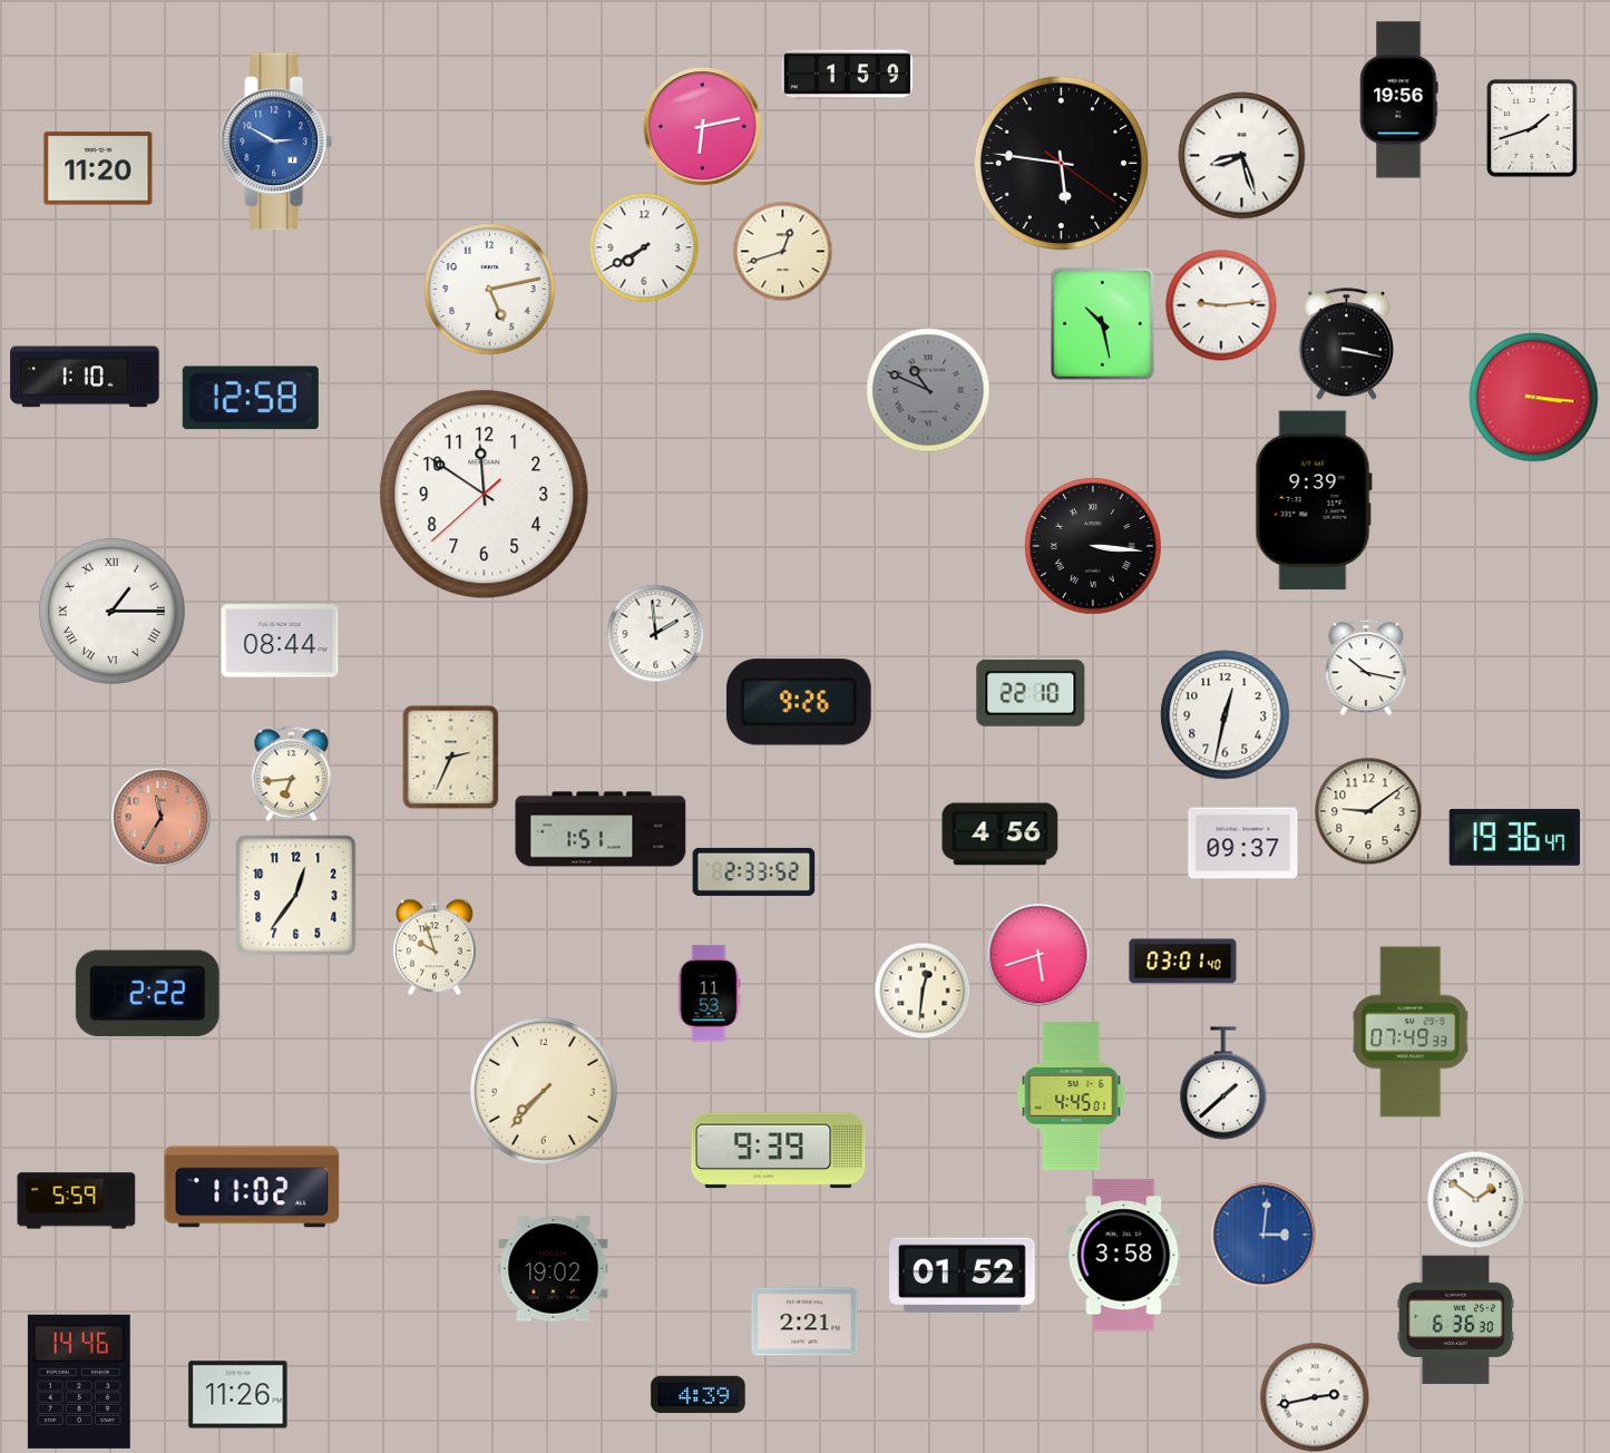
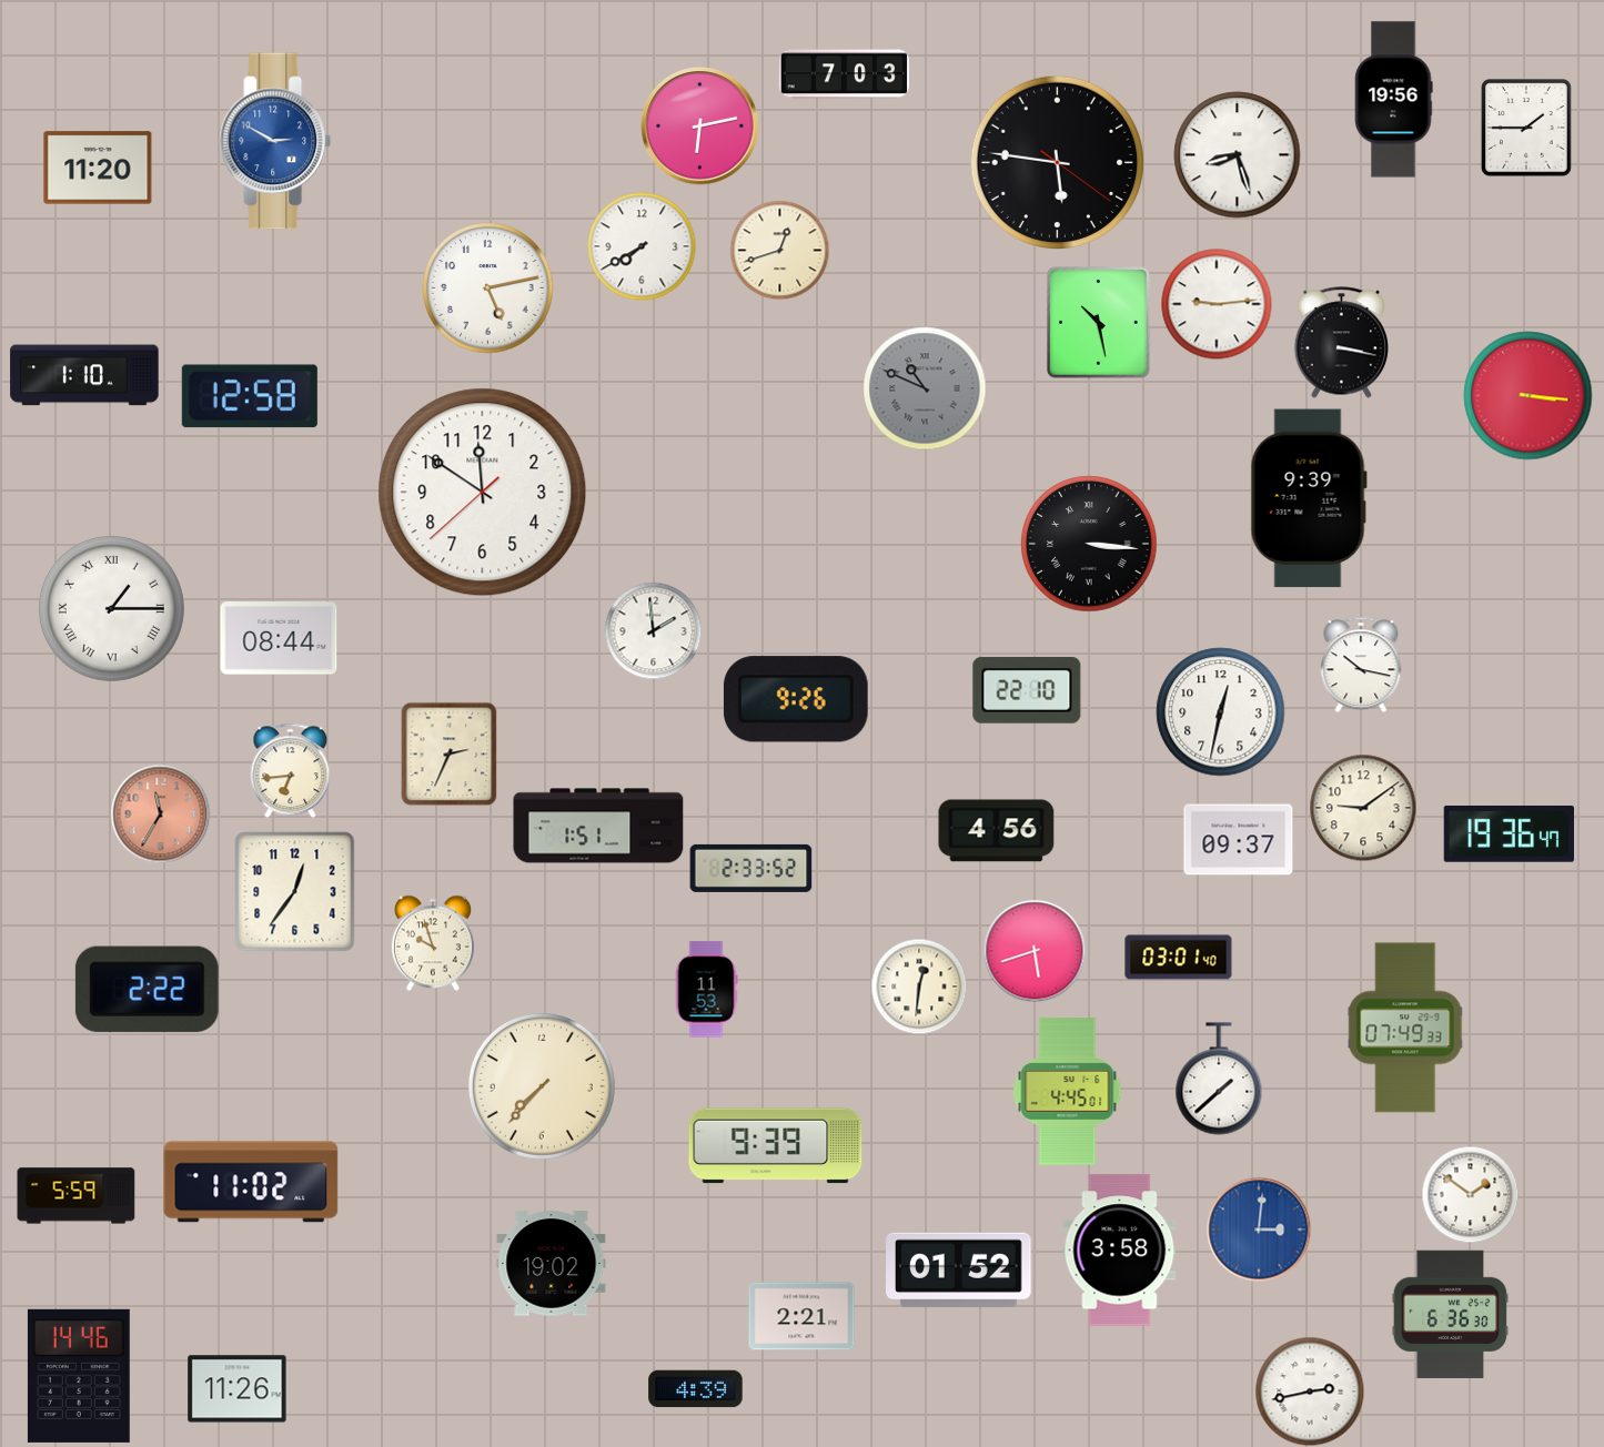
clock at (847, 75): 1:59 -> 7:03
clock at (1532, 128): 1:42 -> 1:45
